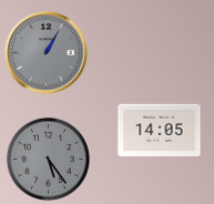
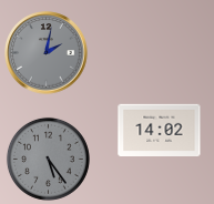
clock at (47, 53): 1:05 -> 2:02
clock at (160, 130): 14:05 -> 14:02
